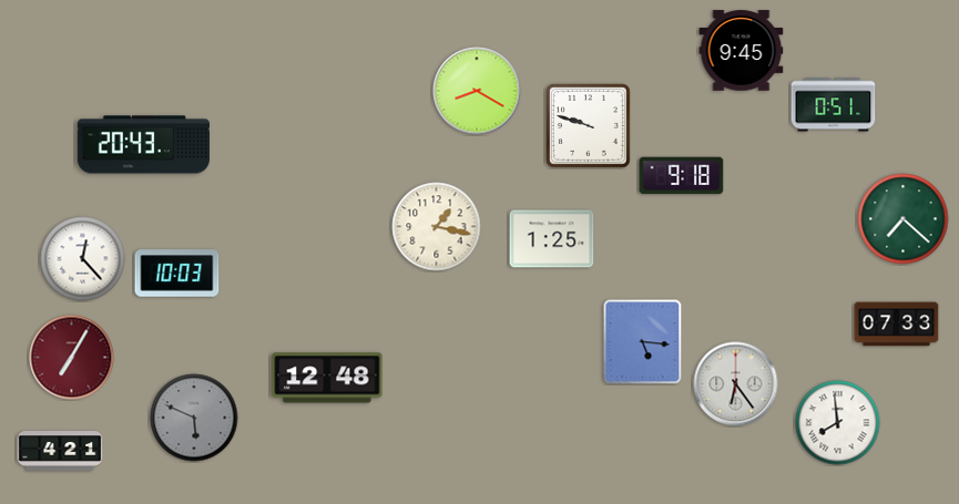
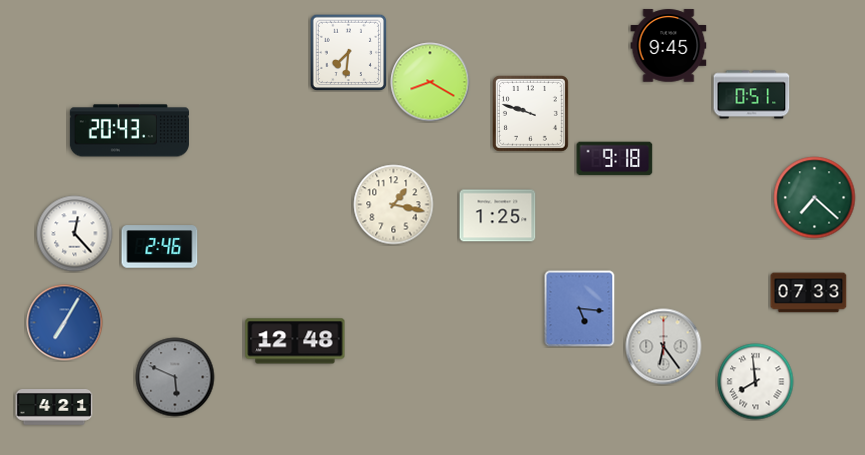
clock at (348, 52): none -> 7:31
clock at (177, 274): 10:03 -> 2:46
clock at (72, 358) dial: burgundy -> blue
